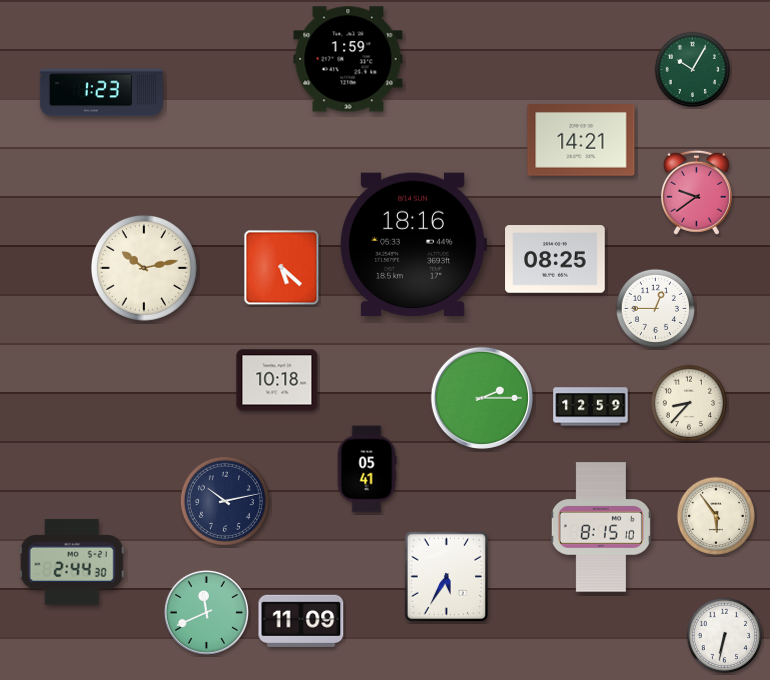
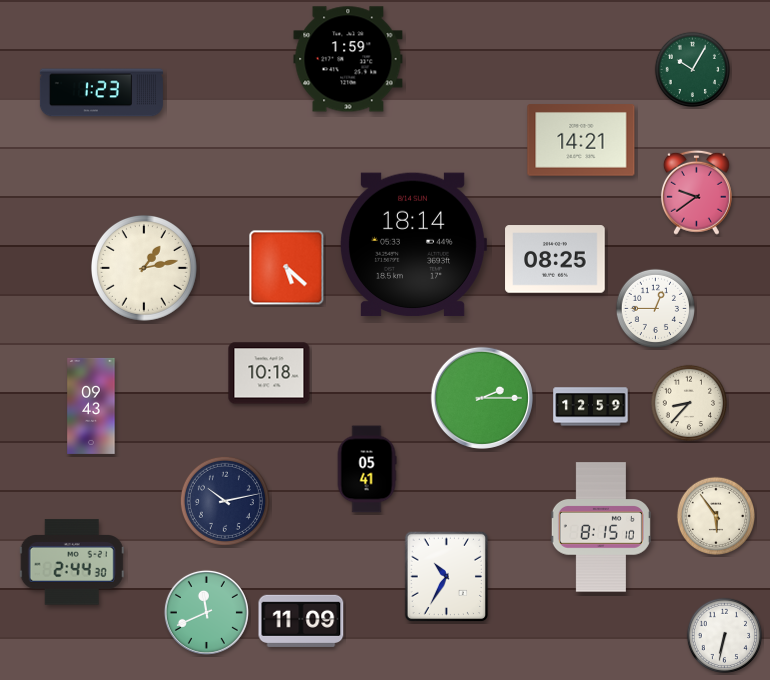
clock at (413, 245): 18:16 -> 18:14
clock at (144, 268): 10:13 -> 1:13
clock at (282, 268) position: (282, 268) -> (287, 268)
clock at (277, 380) position: (277, 380) -> (269, 373)
clock at (91, 406): none -> 09:43
clock at (447, 577): 5:35 -> 10:35
